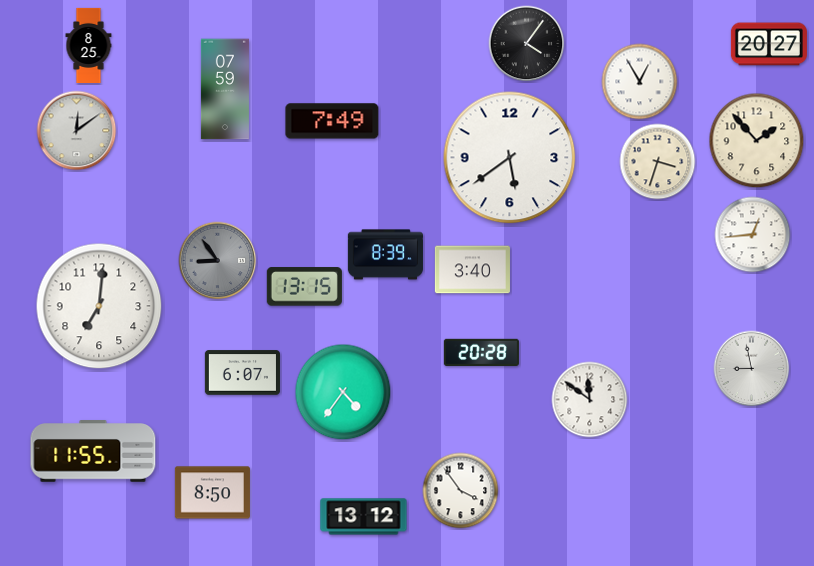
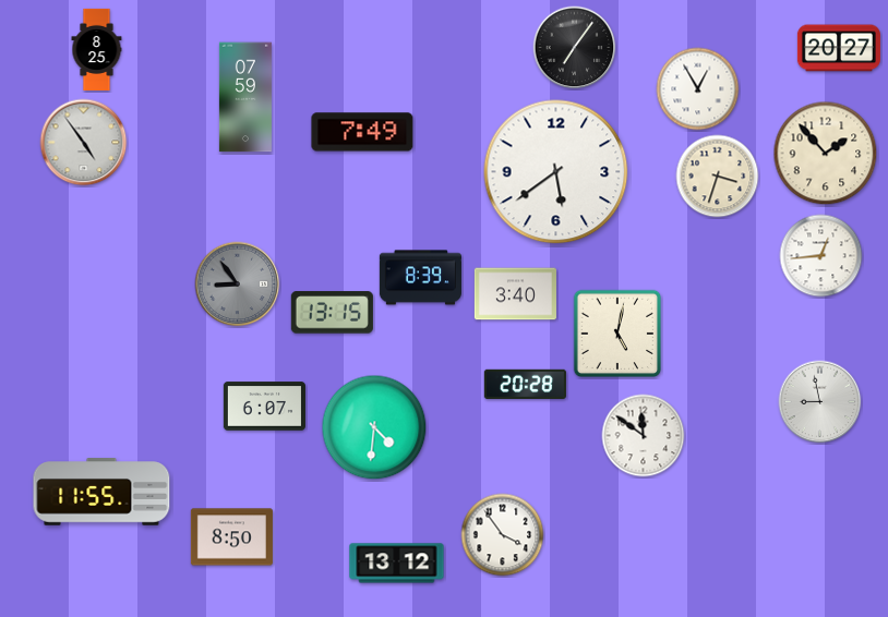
clock at (527, 44): 4:06 -> 7:06
clock at (77, 131): 12:09 -> 4:54
clock at (99, 306): 7:01 -> none
clock at (617, 334): none -> 5:02
clock at (343, 392): 4:36 -> 4:31
